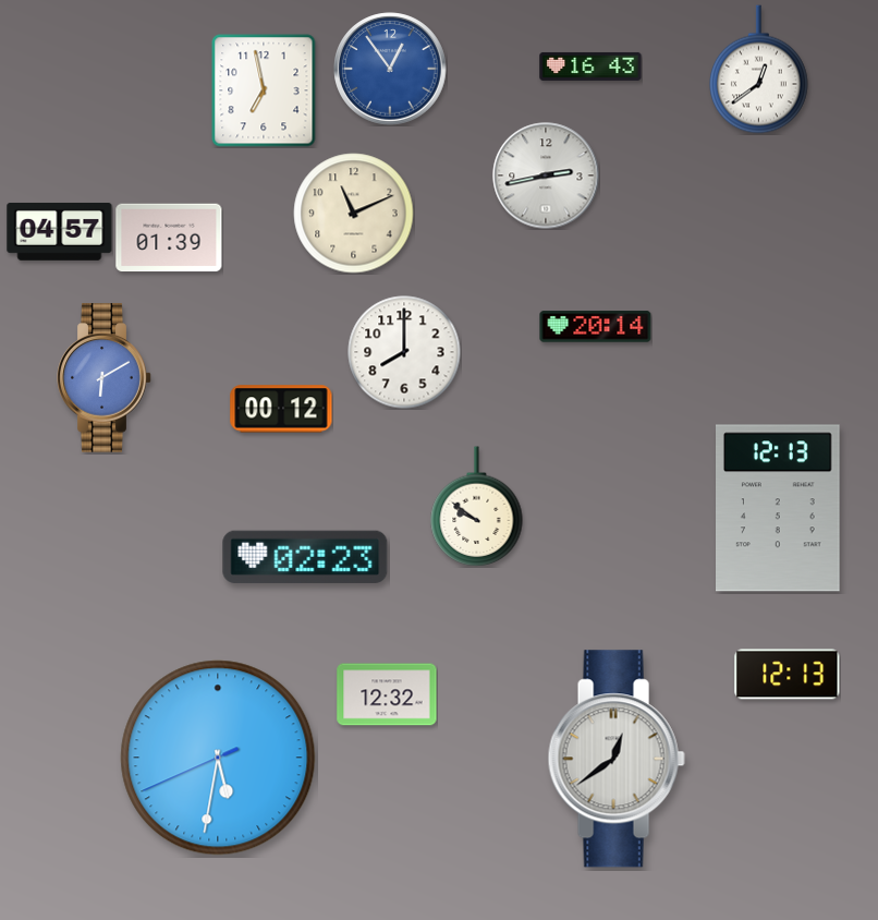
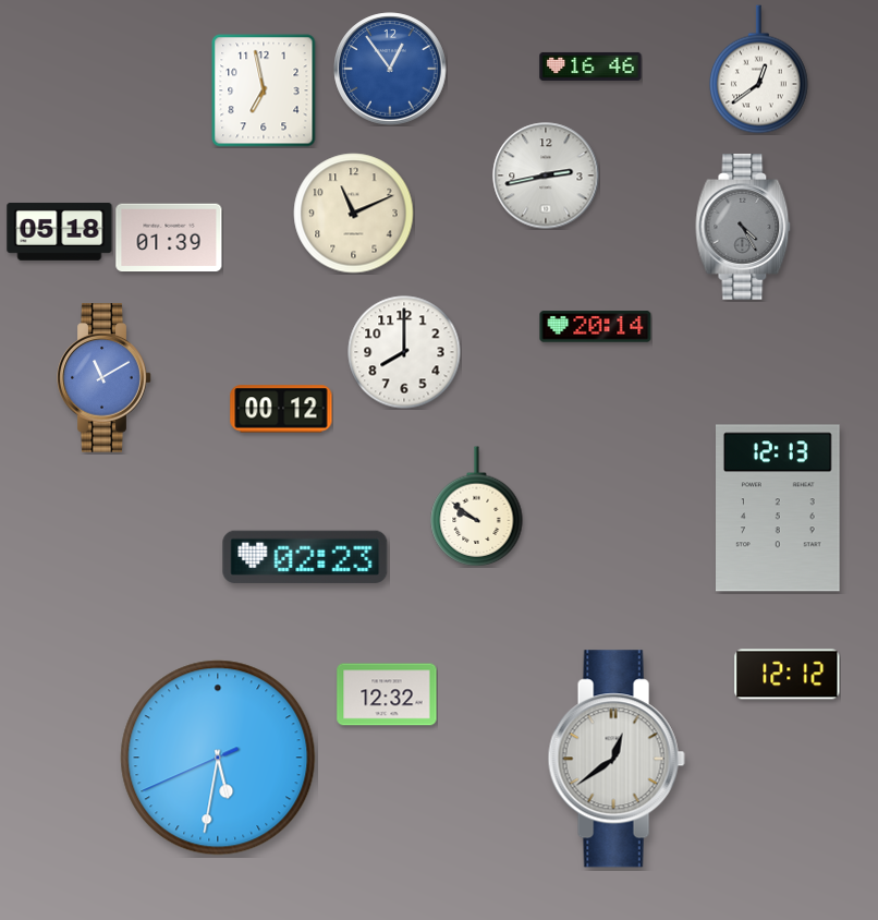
clock at (590, 66): 16:43 -> 16:46
clock at (743, 228): none -> 4:25
clock at (60, 231): 04:57 -> 05:18
clock at (105, 378): 6:10 -> 11:10
clock at (788, 675): 12:13 -> 12:12
